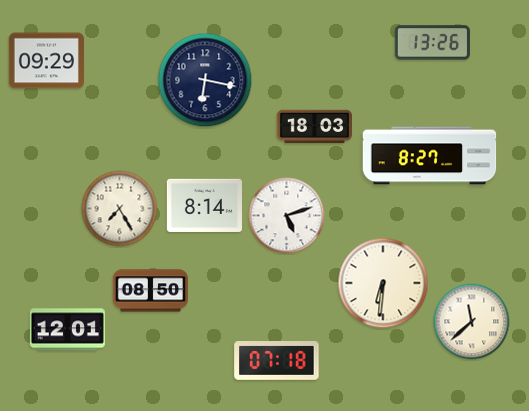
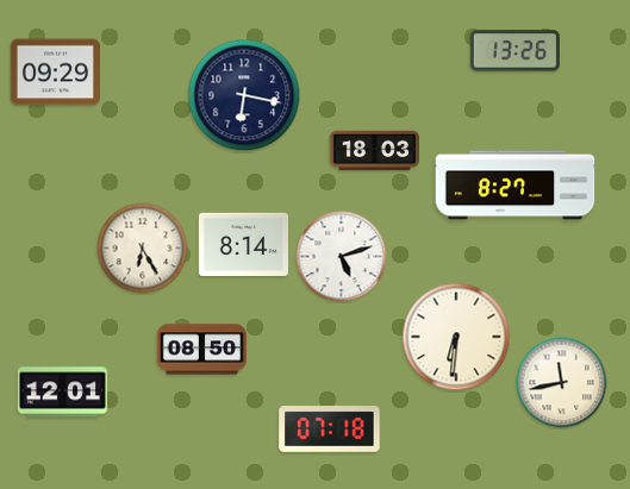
clock at (430, 156) position: (430, 156) -> (516, 186)
clock at (120, 209): 7:25 -> 6:25
clock at (150, 291) position: (150, 291) -> (201, 350)
clock at (472, 322): 11:38 -> 11:43
clock at (67, 330) position: (67, 330) -> (62, 393)
